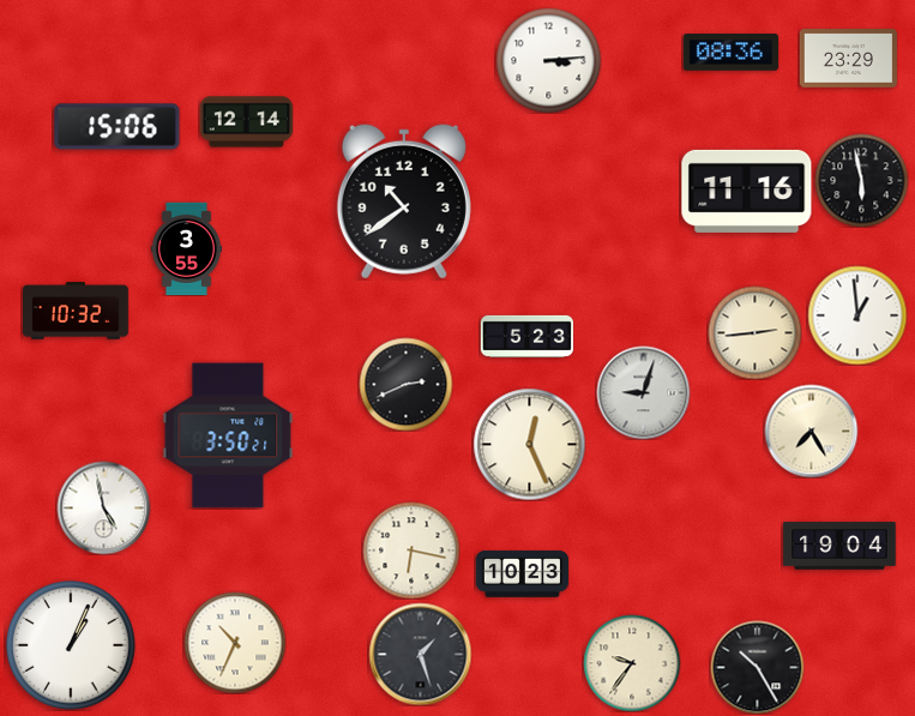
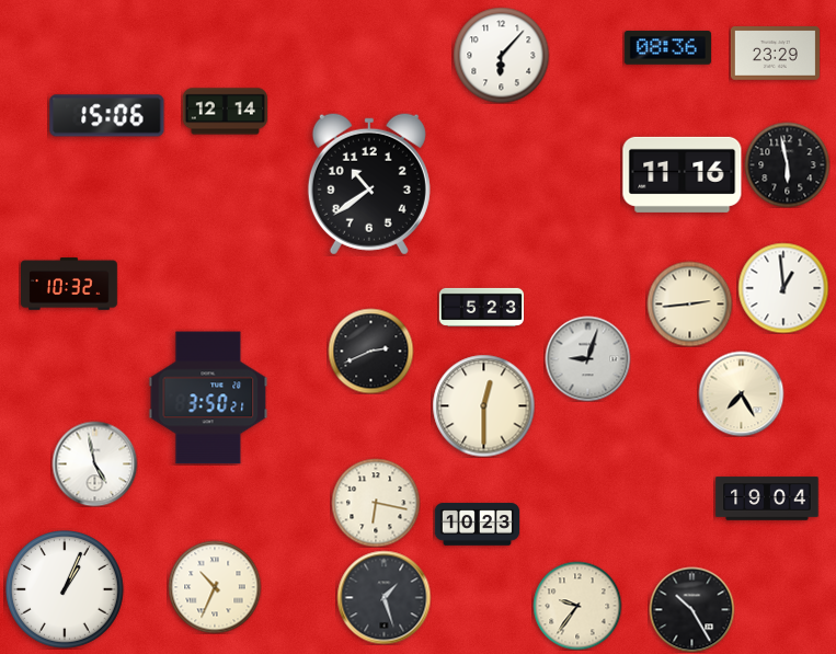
clock at (548, 60): 3:14 -> 6:07
clock at (186, 248): 3:55 -> none
clock at (529, 444): 12:26 -> 12:30
